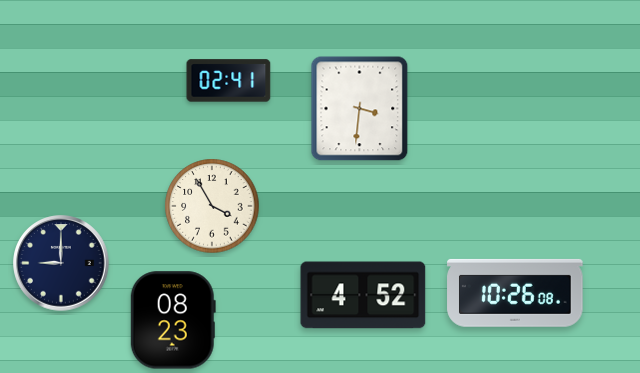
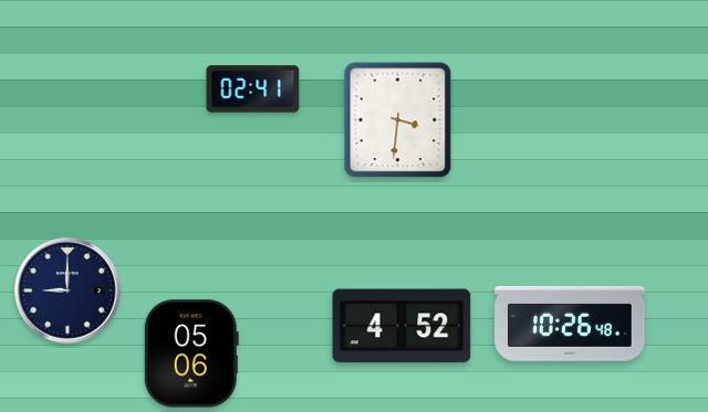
clock at (212, 206): 3:55 -> none
clock at (515, 293): 10:26:08 -> 10:26:48
clock at (173, 320): 08:23 -> 05:06
